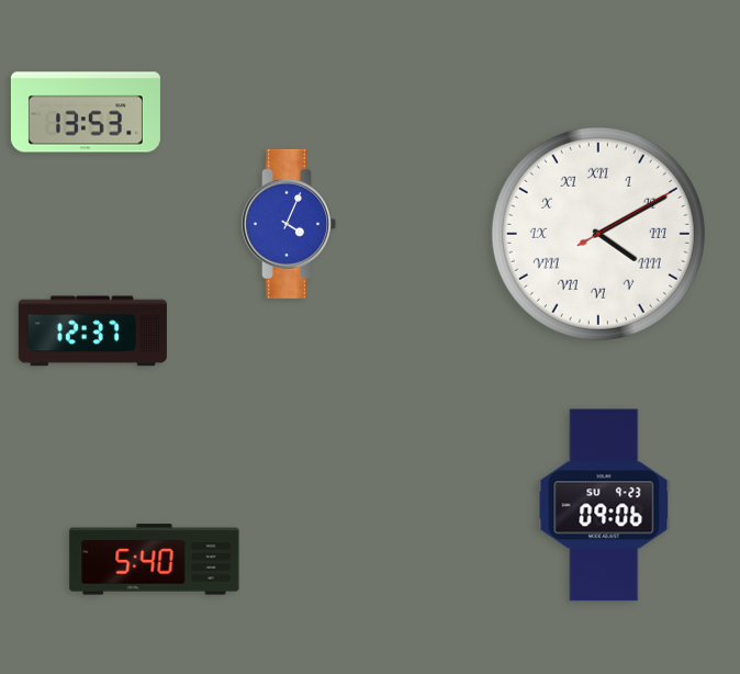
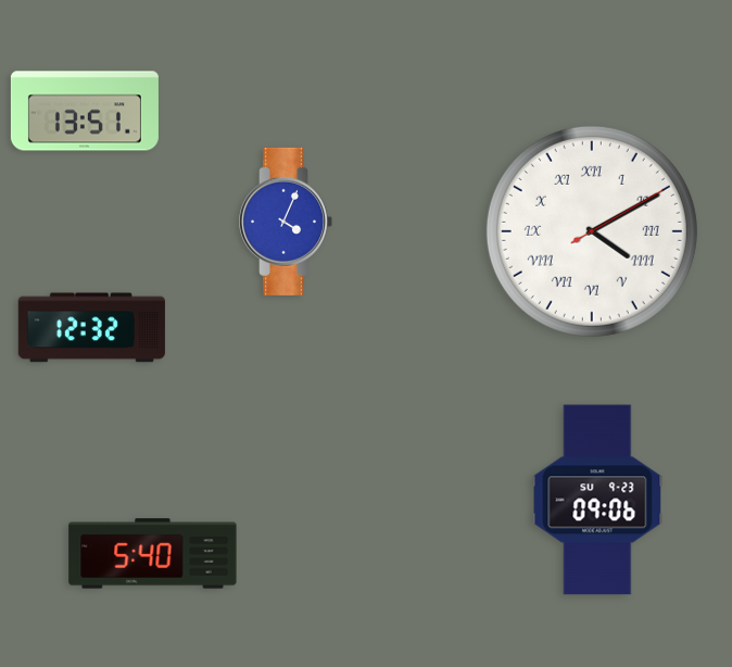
clock at (86, 112): 13:53 -> 13:51
clock at (92, 332): 12:37 -> 12:32
